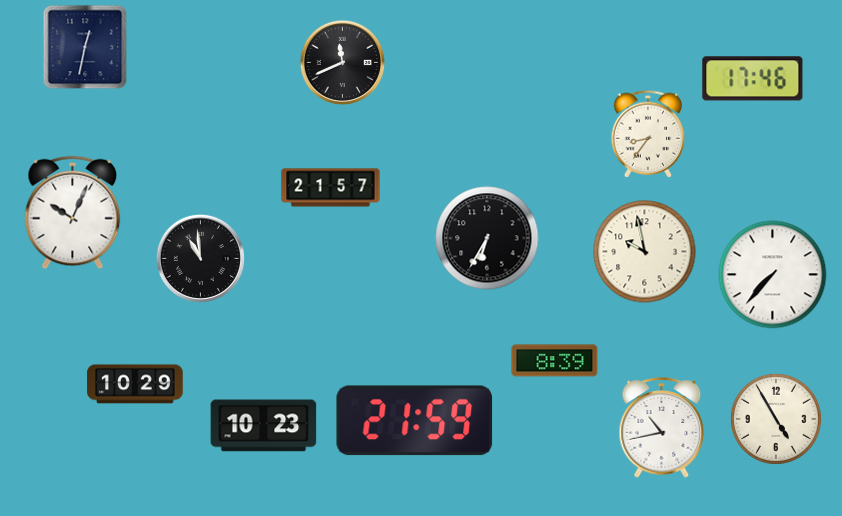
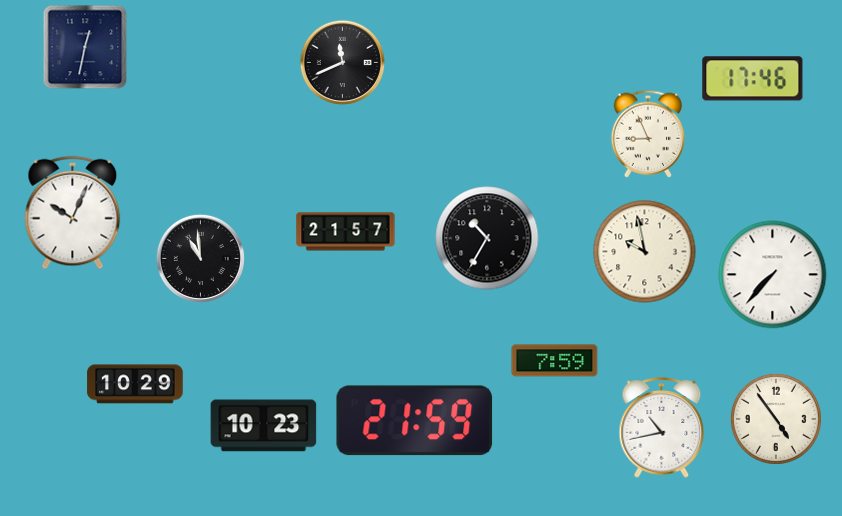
clock at (648, 134): 8:36 -> 8:56
clock at (331, 188) position: (331, 188) -> (346, 232)
clock at (487, 238): 6:35 -> 10:35
clock at (555, 361): 8:39 -> 7:59
clock at (776, 419): 4:55 -> 4:54
